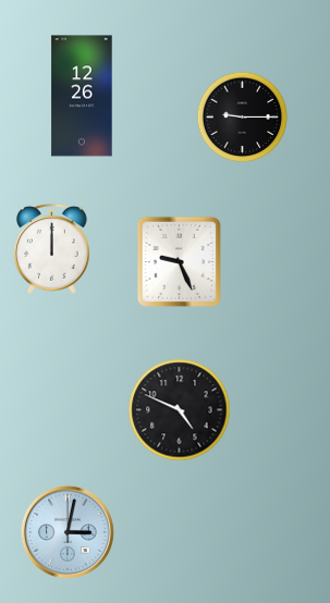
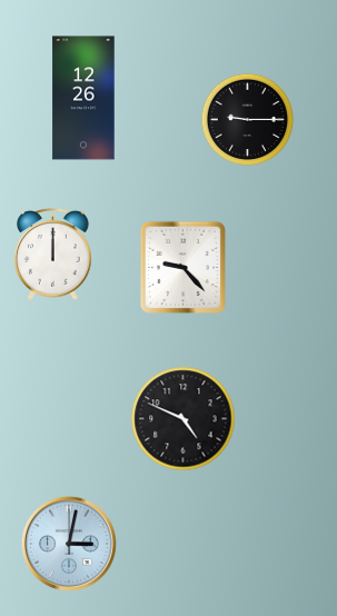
clock at (179, 261): 9:26 -> 9:23
